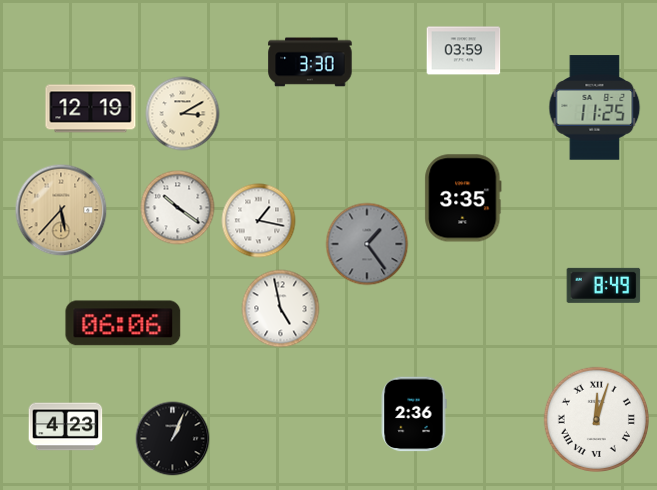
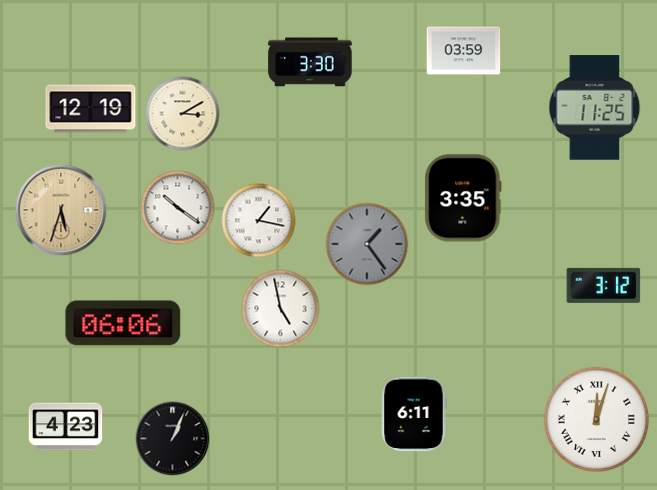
clock at (61, 210): 5:37 -> 5:33
clock at (604, 285): 8:49 -> 3:12
clock at (414, 414): 2:36 -> 6:11
